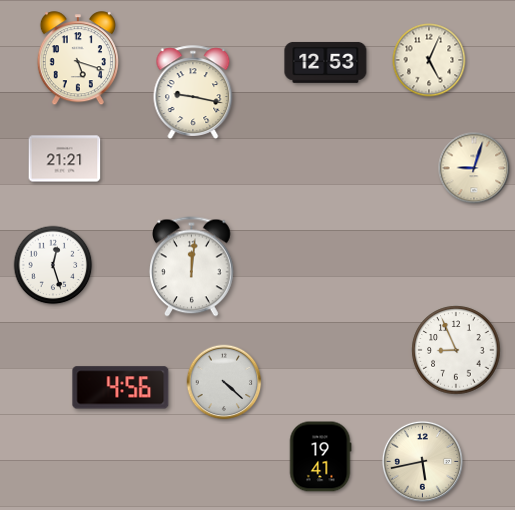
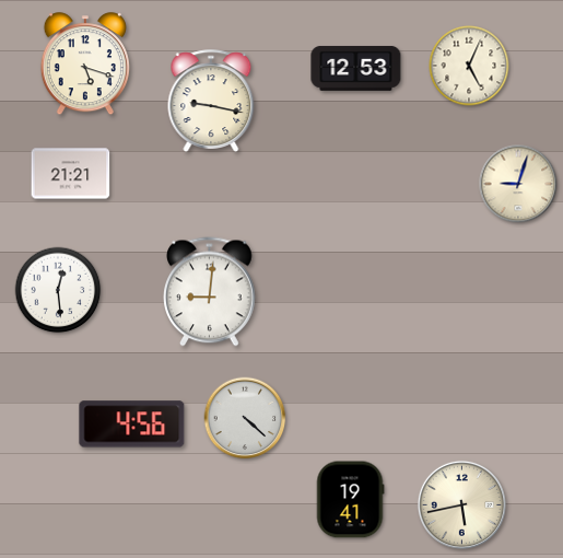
clock at (53, 265): 12:27 -> 12:29
clock at (192, 267): 12:01 -> 9:01
clock at (456, 350): 8:56 -> none
